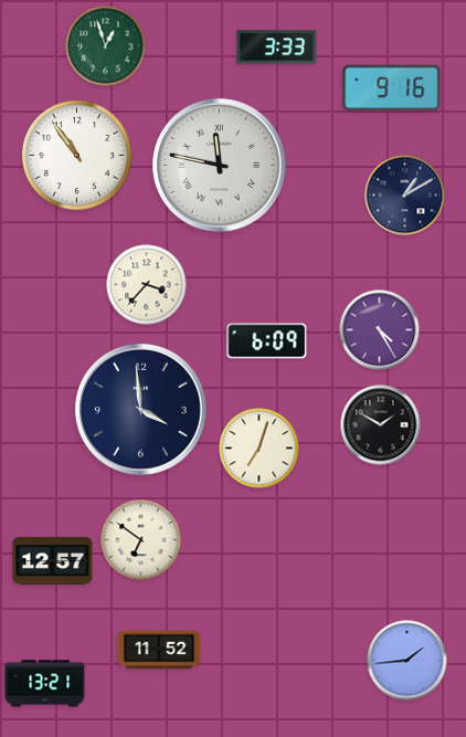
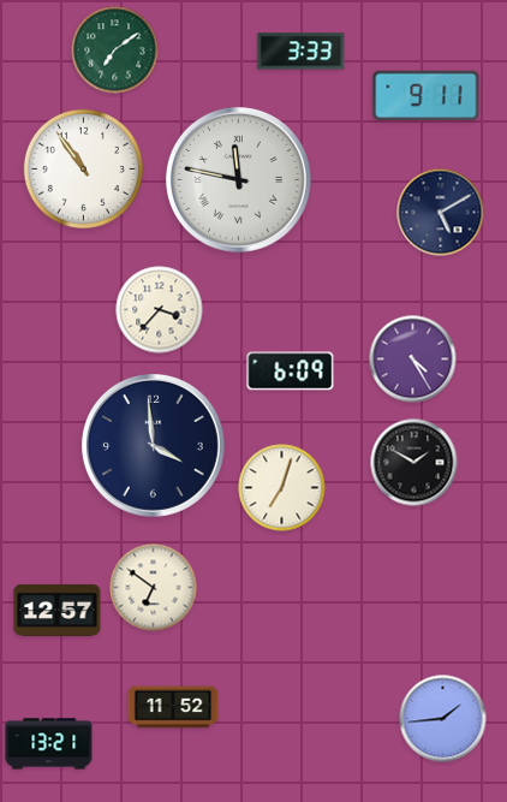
clock at (106, 46): 12:57 -> 7:09
clock at (392, 88): 9:16 -> 9:11
clock at (405, 196): 1:10 -> 5:10
